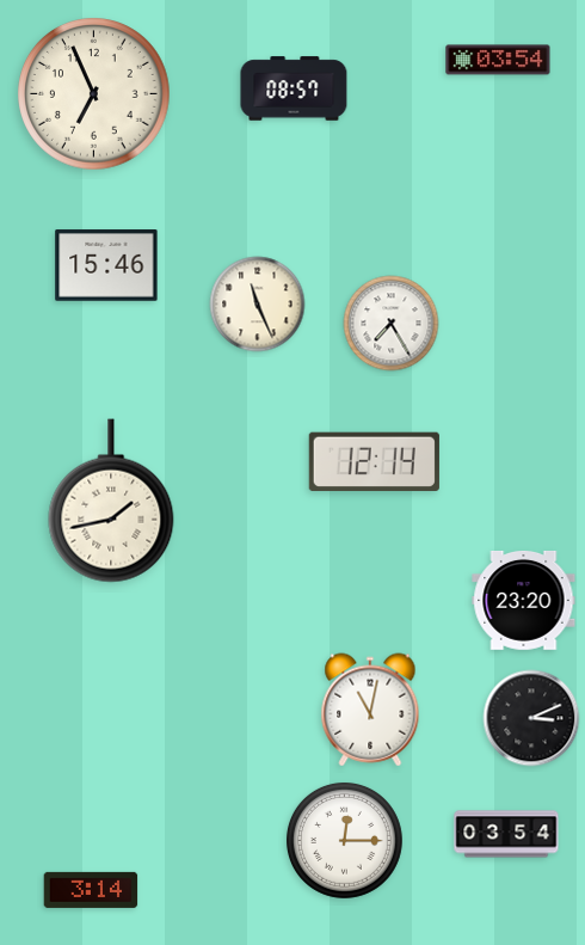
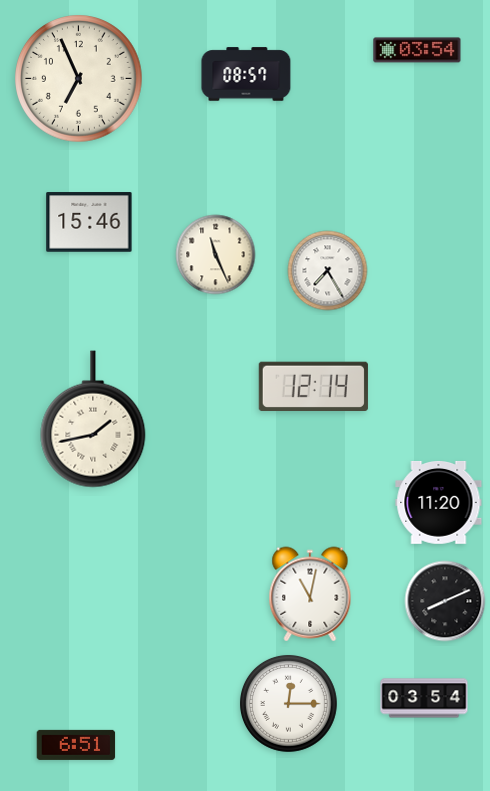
clock at (524, 600): 23:20 -> 11:20
clock at (531, 718): 3:11 -> 8:11
clock at (91, 890): 3:14 -> 6:51
